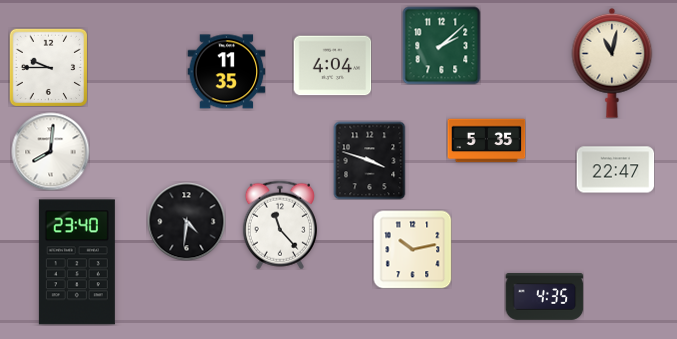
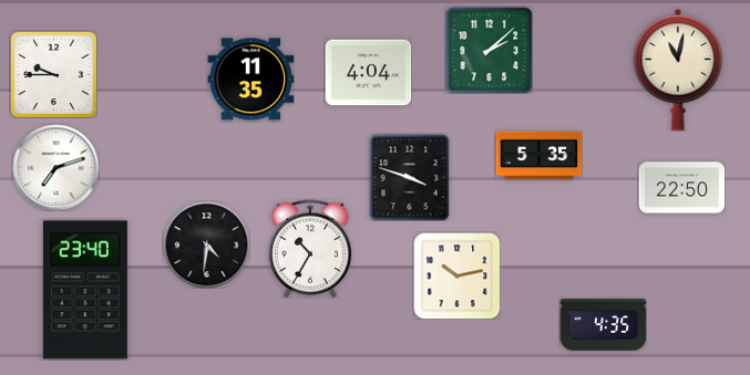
clock at (50, 151): 8:01 -> 7:12
clock at (615, 170): 22:47 -> 22:50
clock at (280, 225): 11:23 -> 10:35
clock at (544, 297) position: (544, 297) -> (603, 325)
